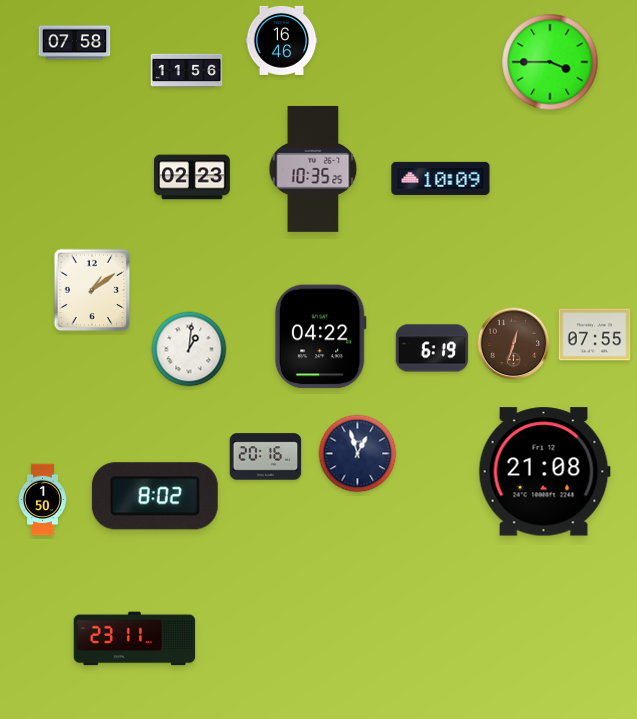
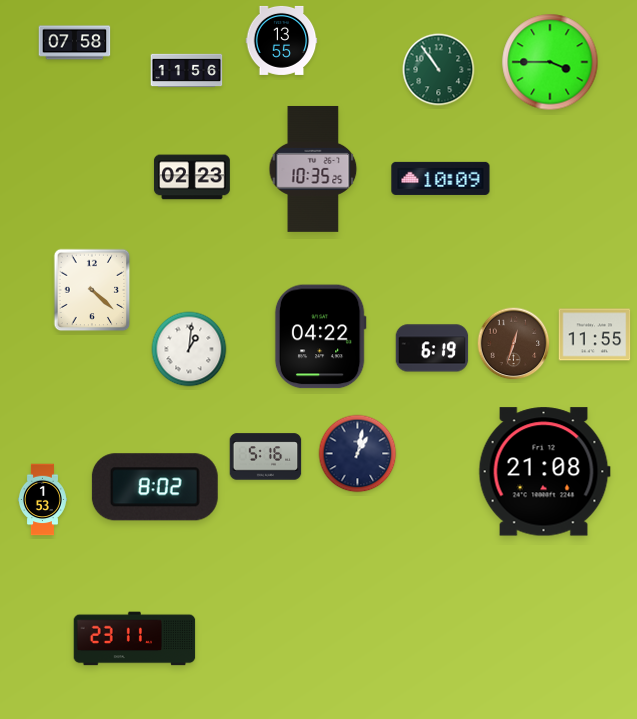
clock at (282, 40): 16:46 -> 13:55
clock at (439, 70): none -> 10:54
clock at (92, 290): 1:09 -> 4:22
clock at (595, 335): 07:55 -> 11:55
clock at (358, 454): 12:57 -> 1:02
clock at (266, 457): 20:16 -> 5:16
clock at (155, 496) position: (155, 496) -> (155, 487)
clock at (42, 500): 1:50 -> 1:53
